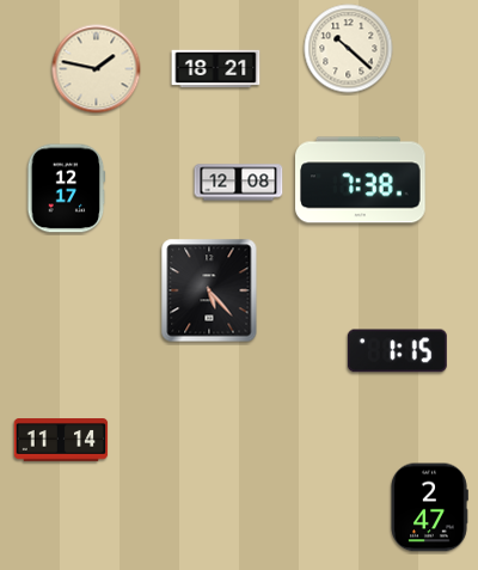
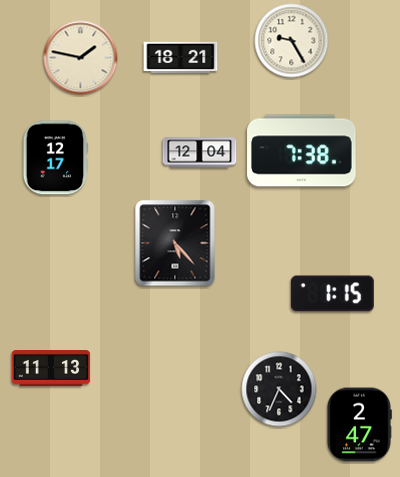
clock at (349, 49): 10:22 -> 9:25
clock at (239, 183): 12:08 -> 12:04
clock at (61, 440): 11:14 -> 11:13
clock at (279, 389): none -> 4:34
